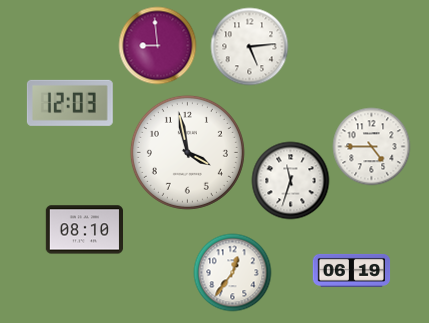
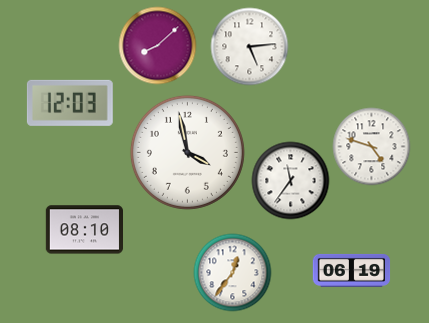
clock at (157, 45): 8:59 -> 8:08
clock at (371, 146): 4:45 -> 4:48
clock at (290, 180): 11:33 -> 11:36
